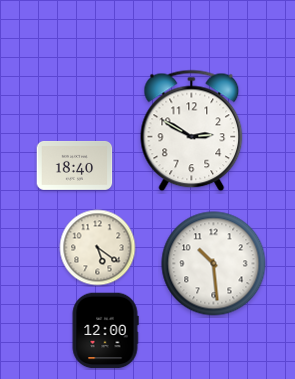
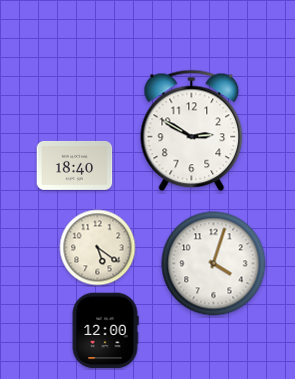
clock at (214, 264): 10:29 -> 4:03
